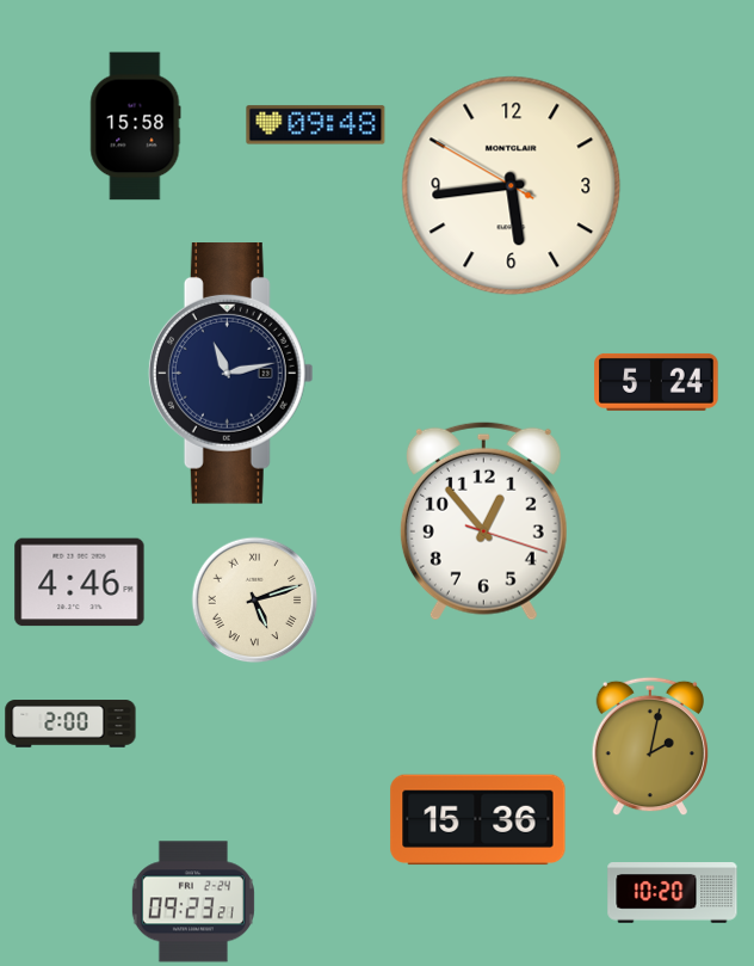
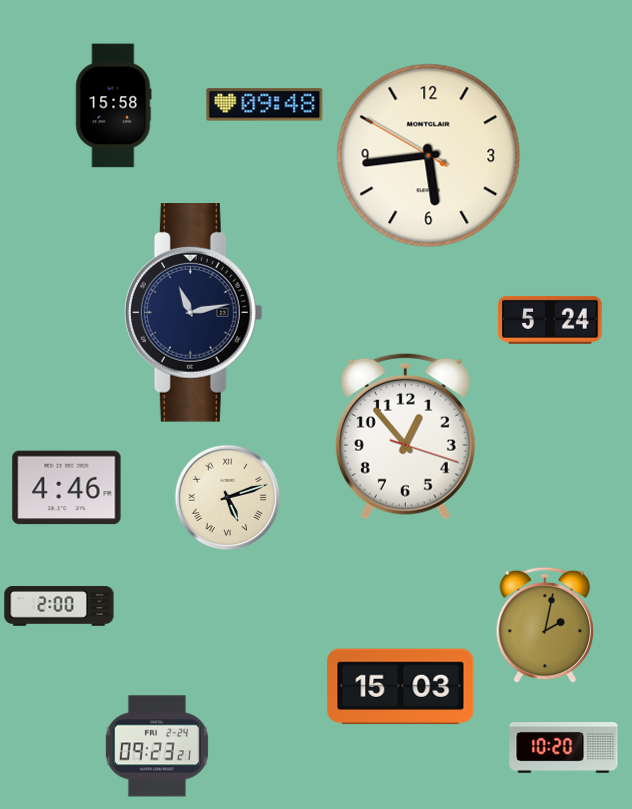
clock at (255, 601) position: (255, 601) -> (228, 498)
clock at (478, 820): 15:36 -> 15:03
clock at (193, 902) position: (193, 902) -> (157, 746)
